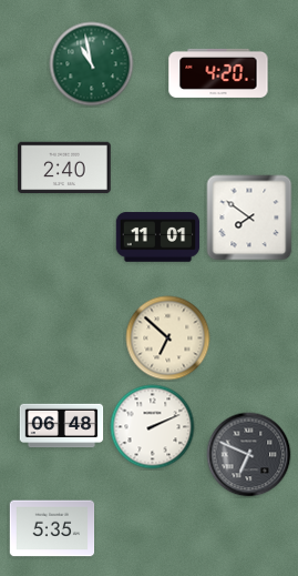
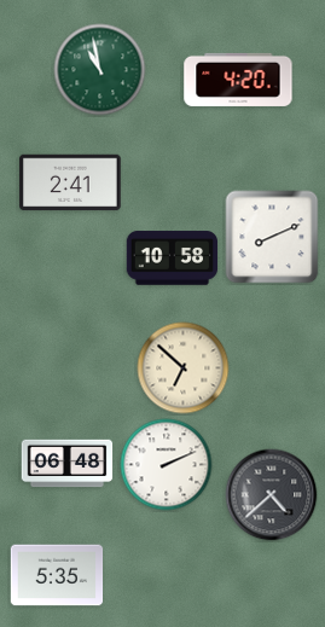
clock at (64, 168): 2:40 -> 2:41
clock at (249, 218): 7:51 -> 8:11
clock at (158, 238): 11:01 -> 10:58
clock at (249, 455): 6:49 -> 4:38
